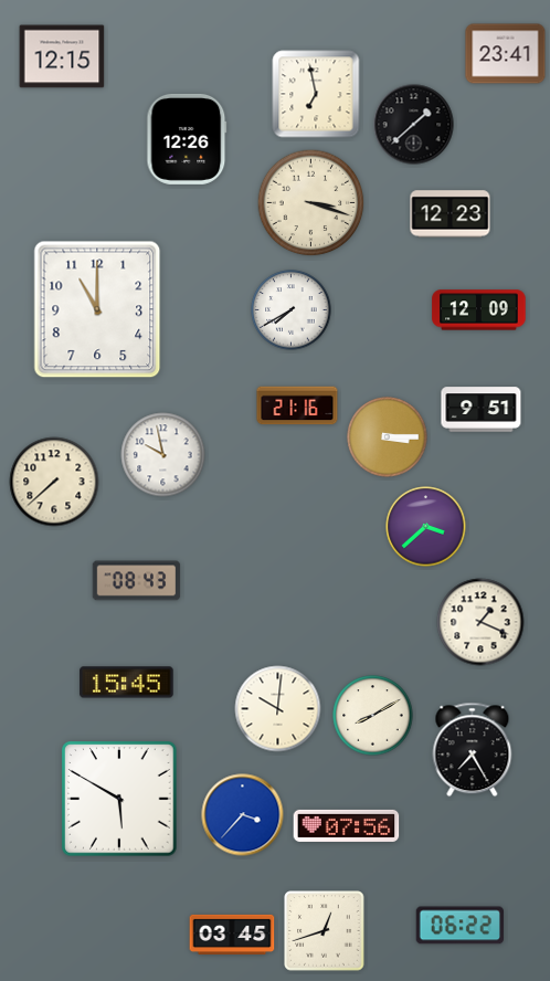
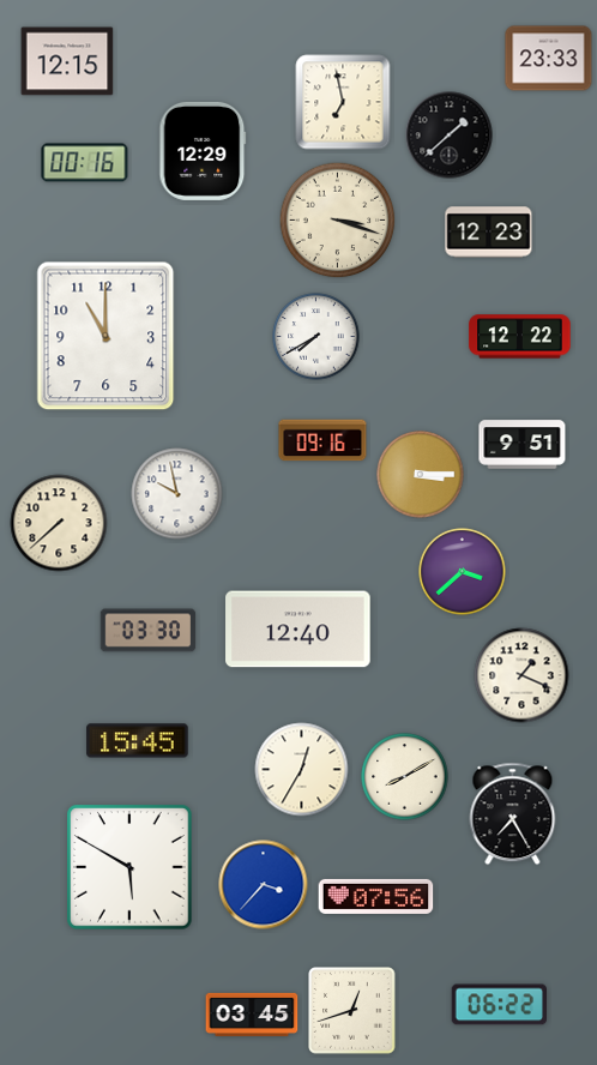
clock at (506, 54): 23:41 -> 23:33
clock at (187, 139): 12:26 -> 12:29
clock at (85, 163): none -> 00:16
clock at (479, 310): 12:09 -> 12:22
clock at (297, 405): 21:16 -> 09:16
clock at (298, 630): none -> 12:40
clock at (137, 581): 08:43 -> 03:30
clock at (278, 709): 10:01 -> 12:35
